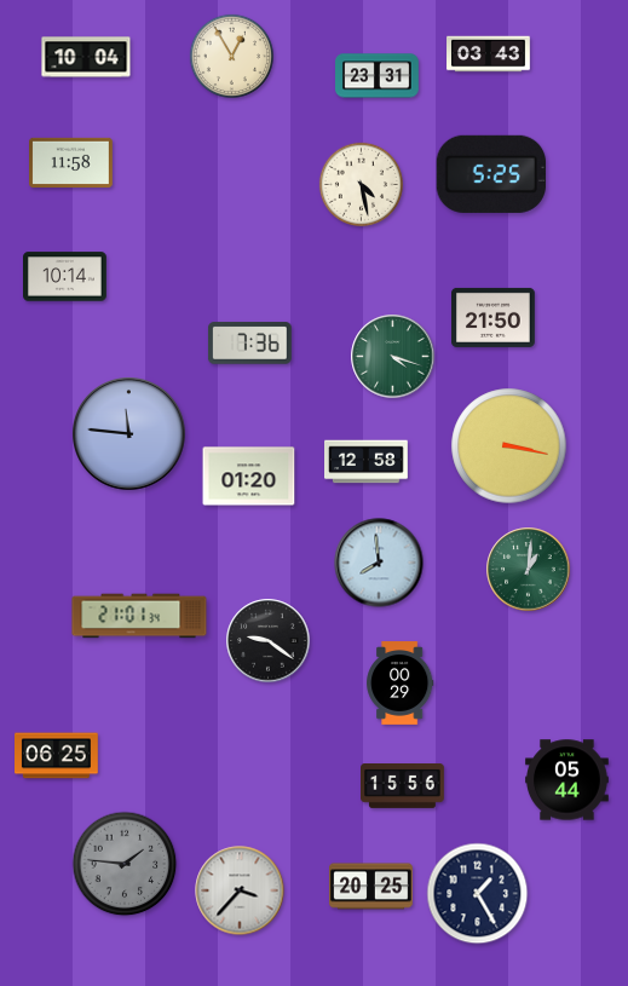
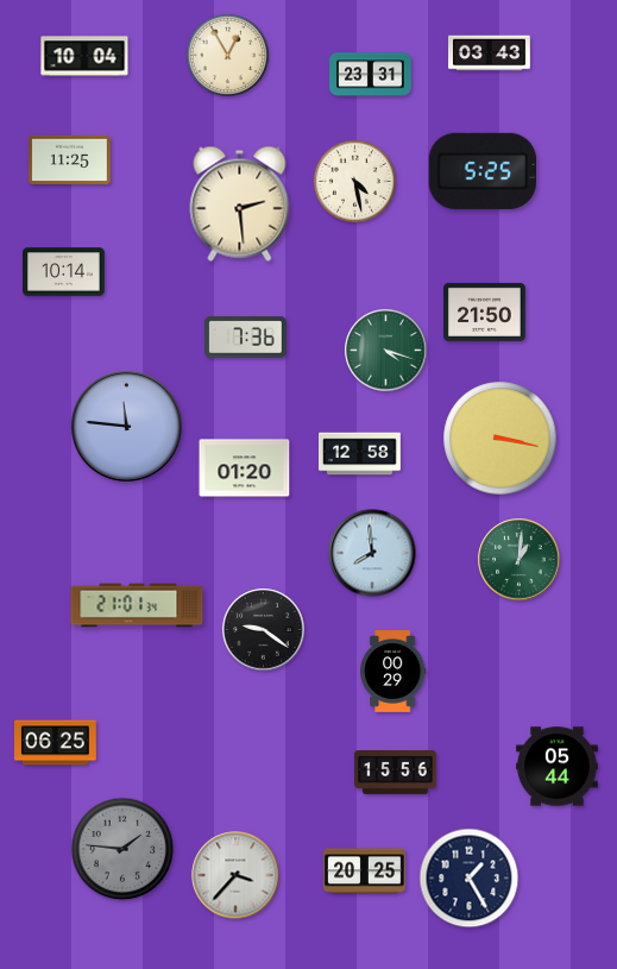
clock at (489, 54) position: (489, 54) -> (490, 54)
clock at (71, 163): 11:58 -> 11:25
clock at (240, 203): none -> 2:29
